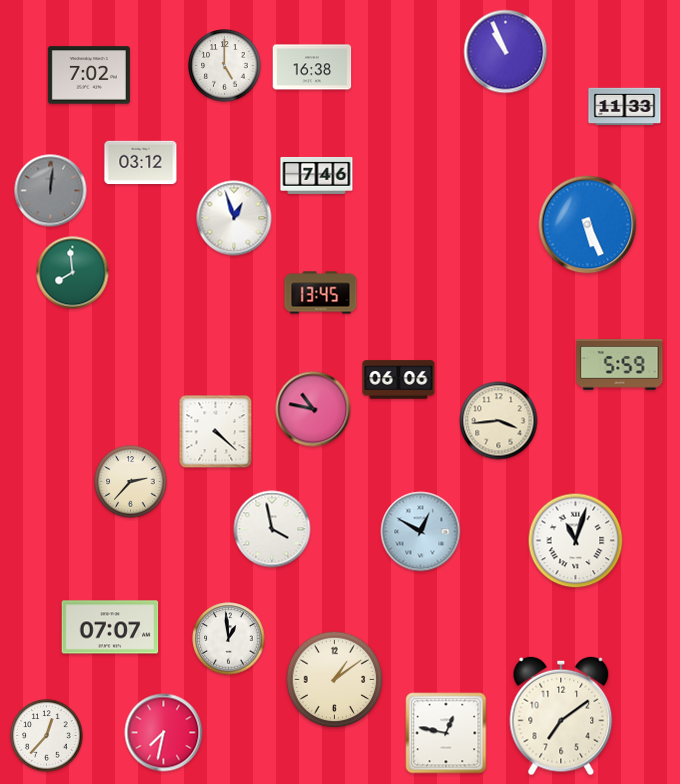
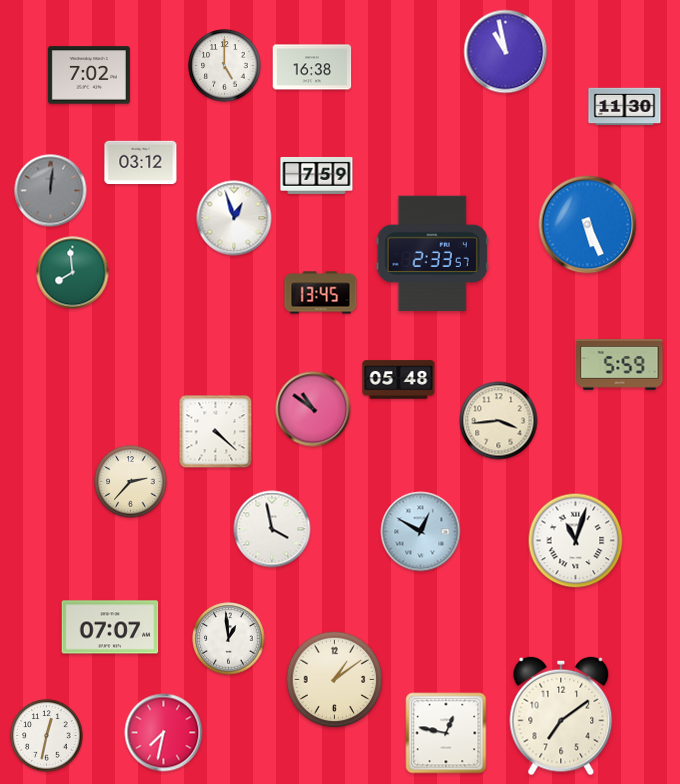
clock at (506, 52): 10:56 -> 10:58
clock at (625, 107): 11:33 -> 11:30
clock at (317, 175): 7:46 -> 7:59
clock at (432, 254): none -> 2:33
clock at (399, 380): 06:06 -> 05:48
clock at (313, 409): 10:47 -> 10:51
clock at (47, 736): 12:37 -> 12:32
